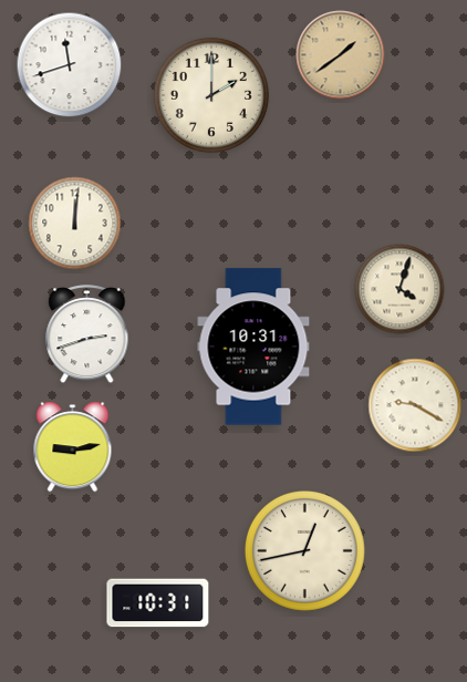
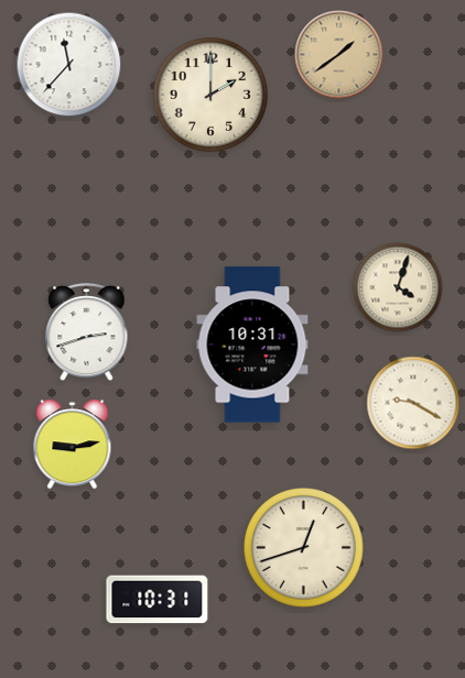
clock at (70, 65): 11:42 -> 11:37
clock at (75, 224): 12:01 -> none
clock at (304, 550): 12:43 -> 12:42
